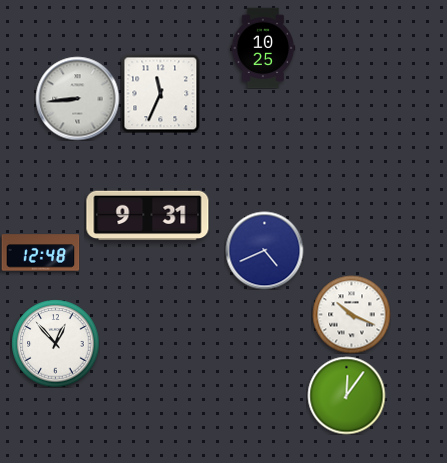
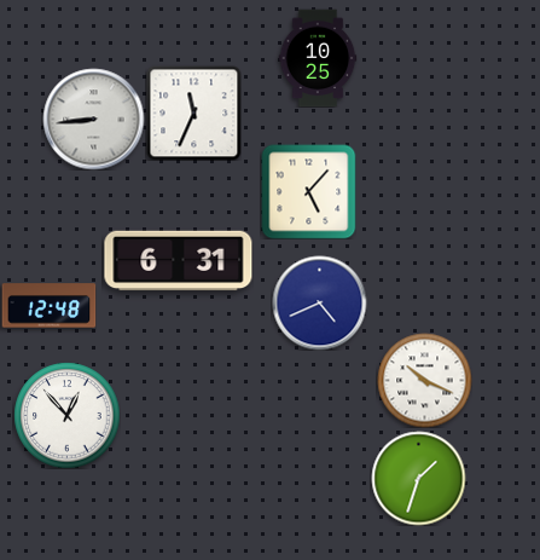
clock at (308, 191): none -> 5:07
clock at (148, 216): 9:31 -> 6:31
clock at (346, 395): 12:06 -> 1:33
